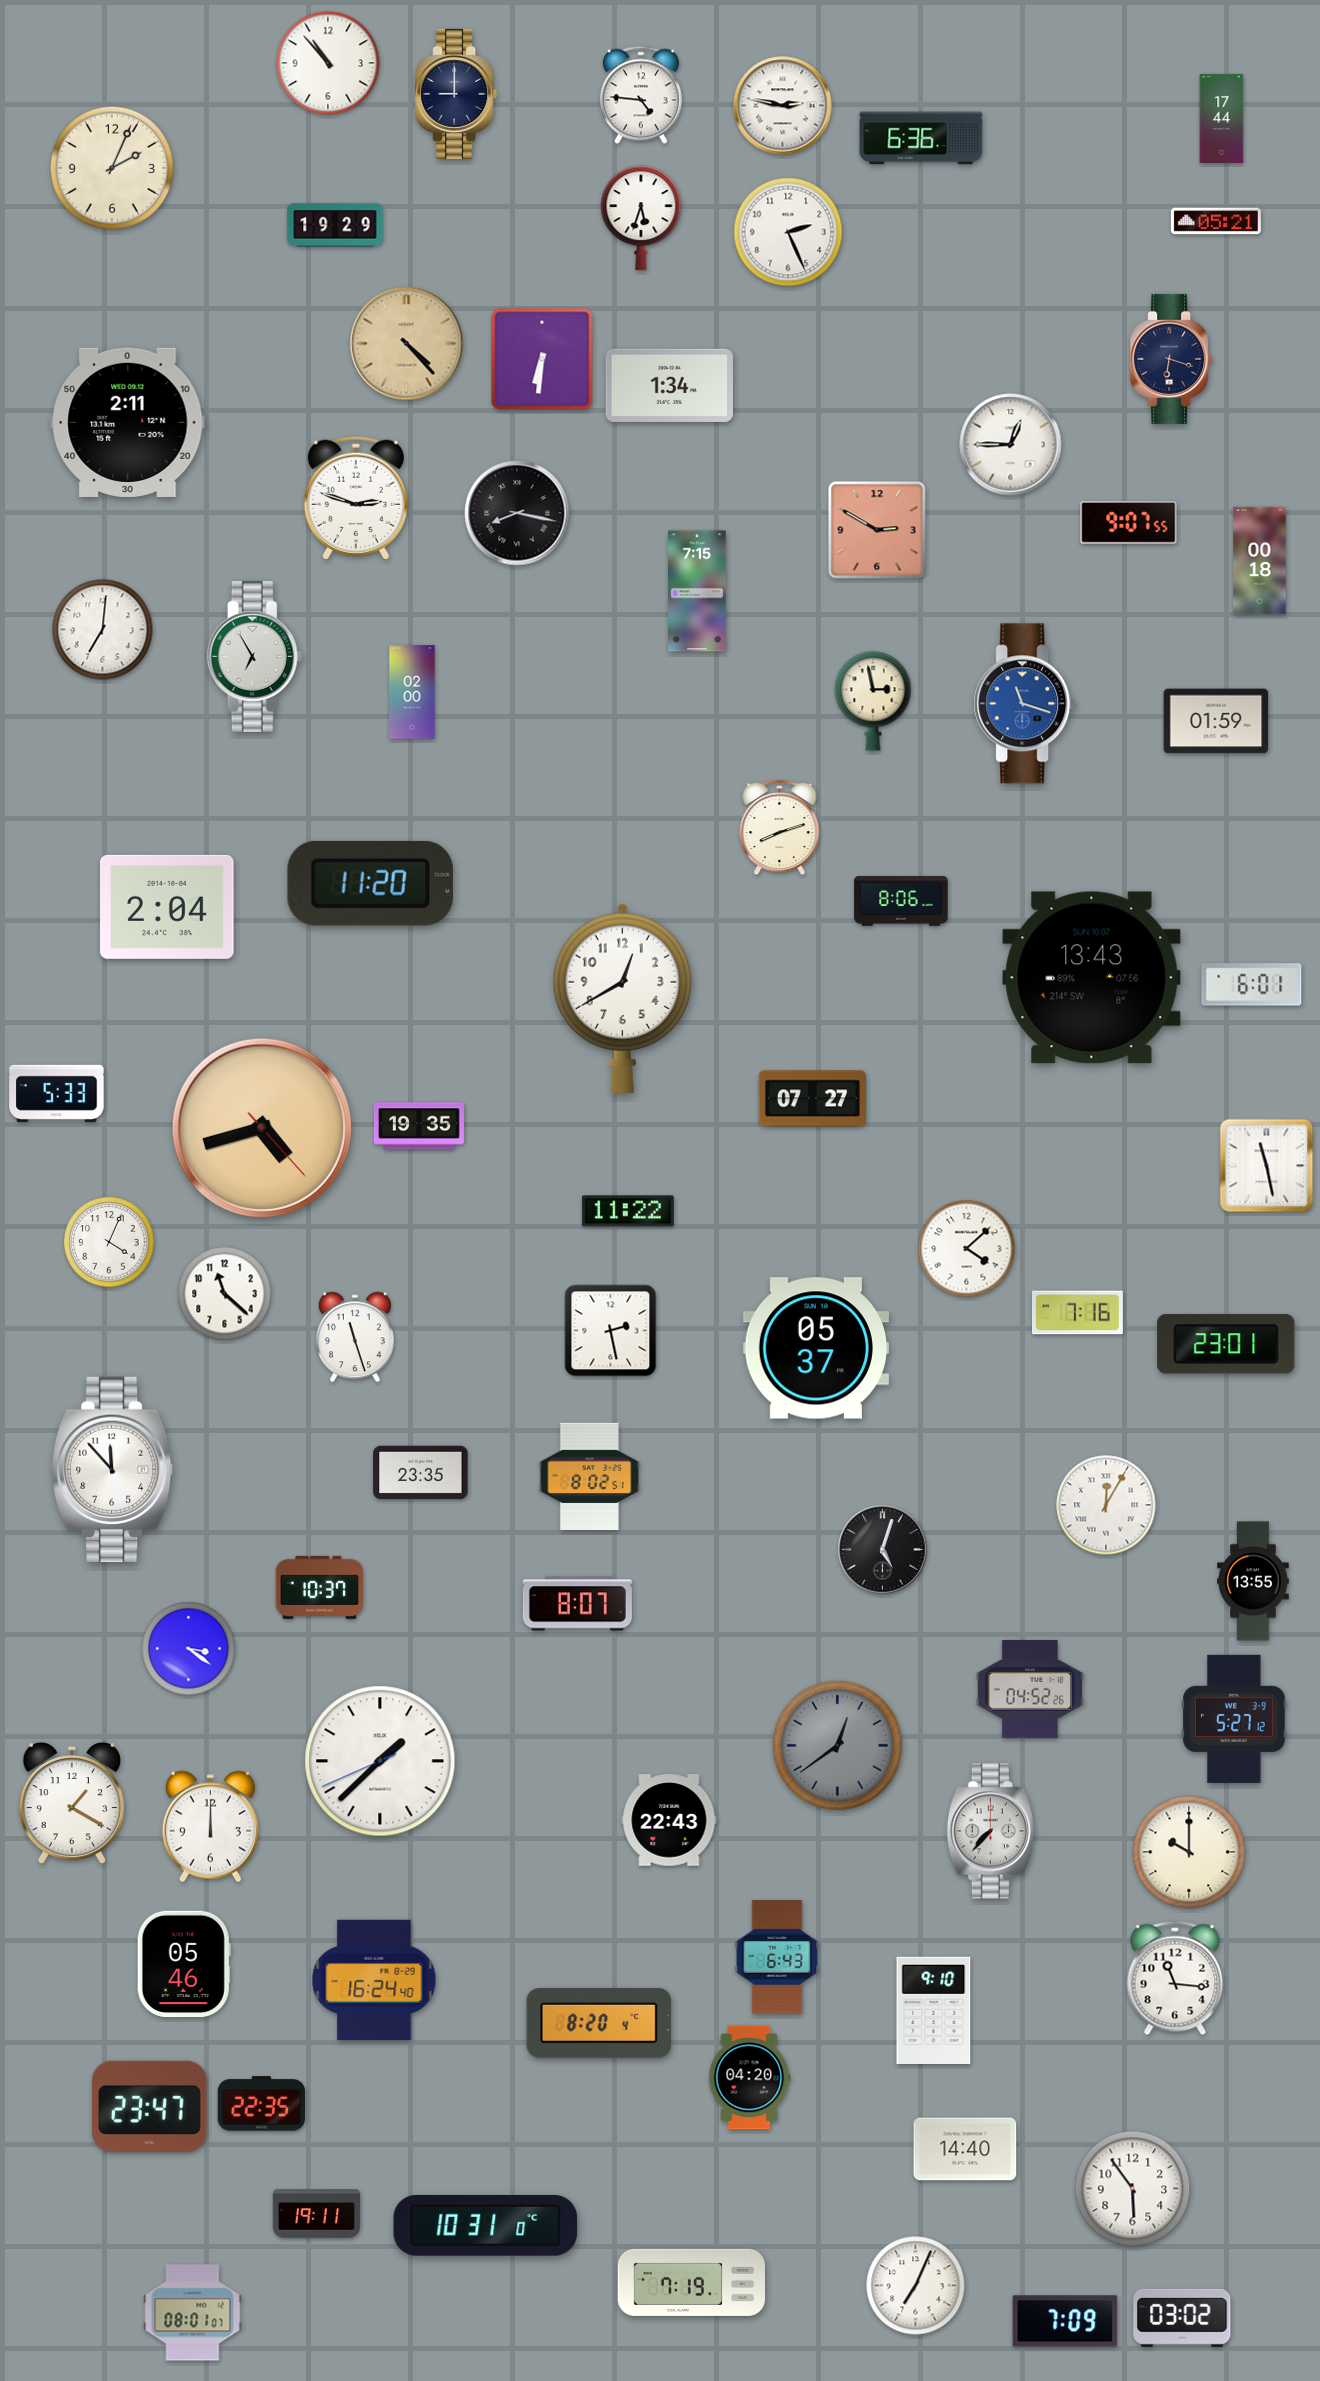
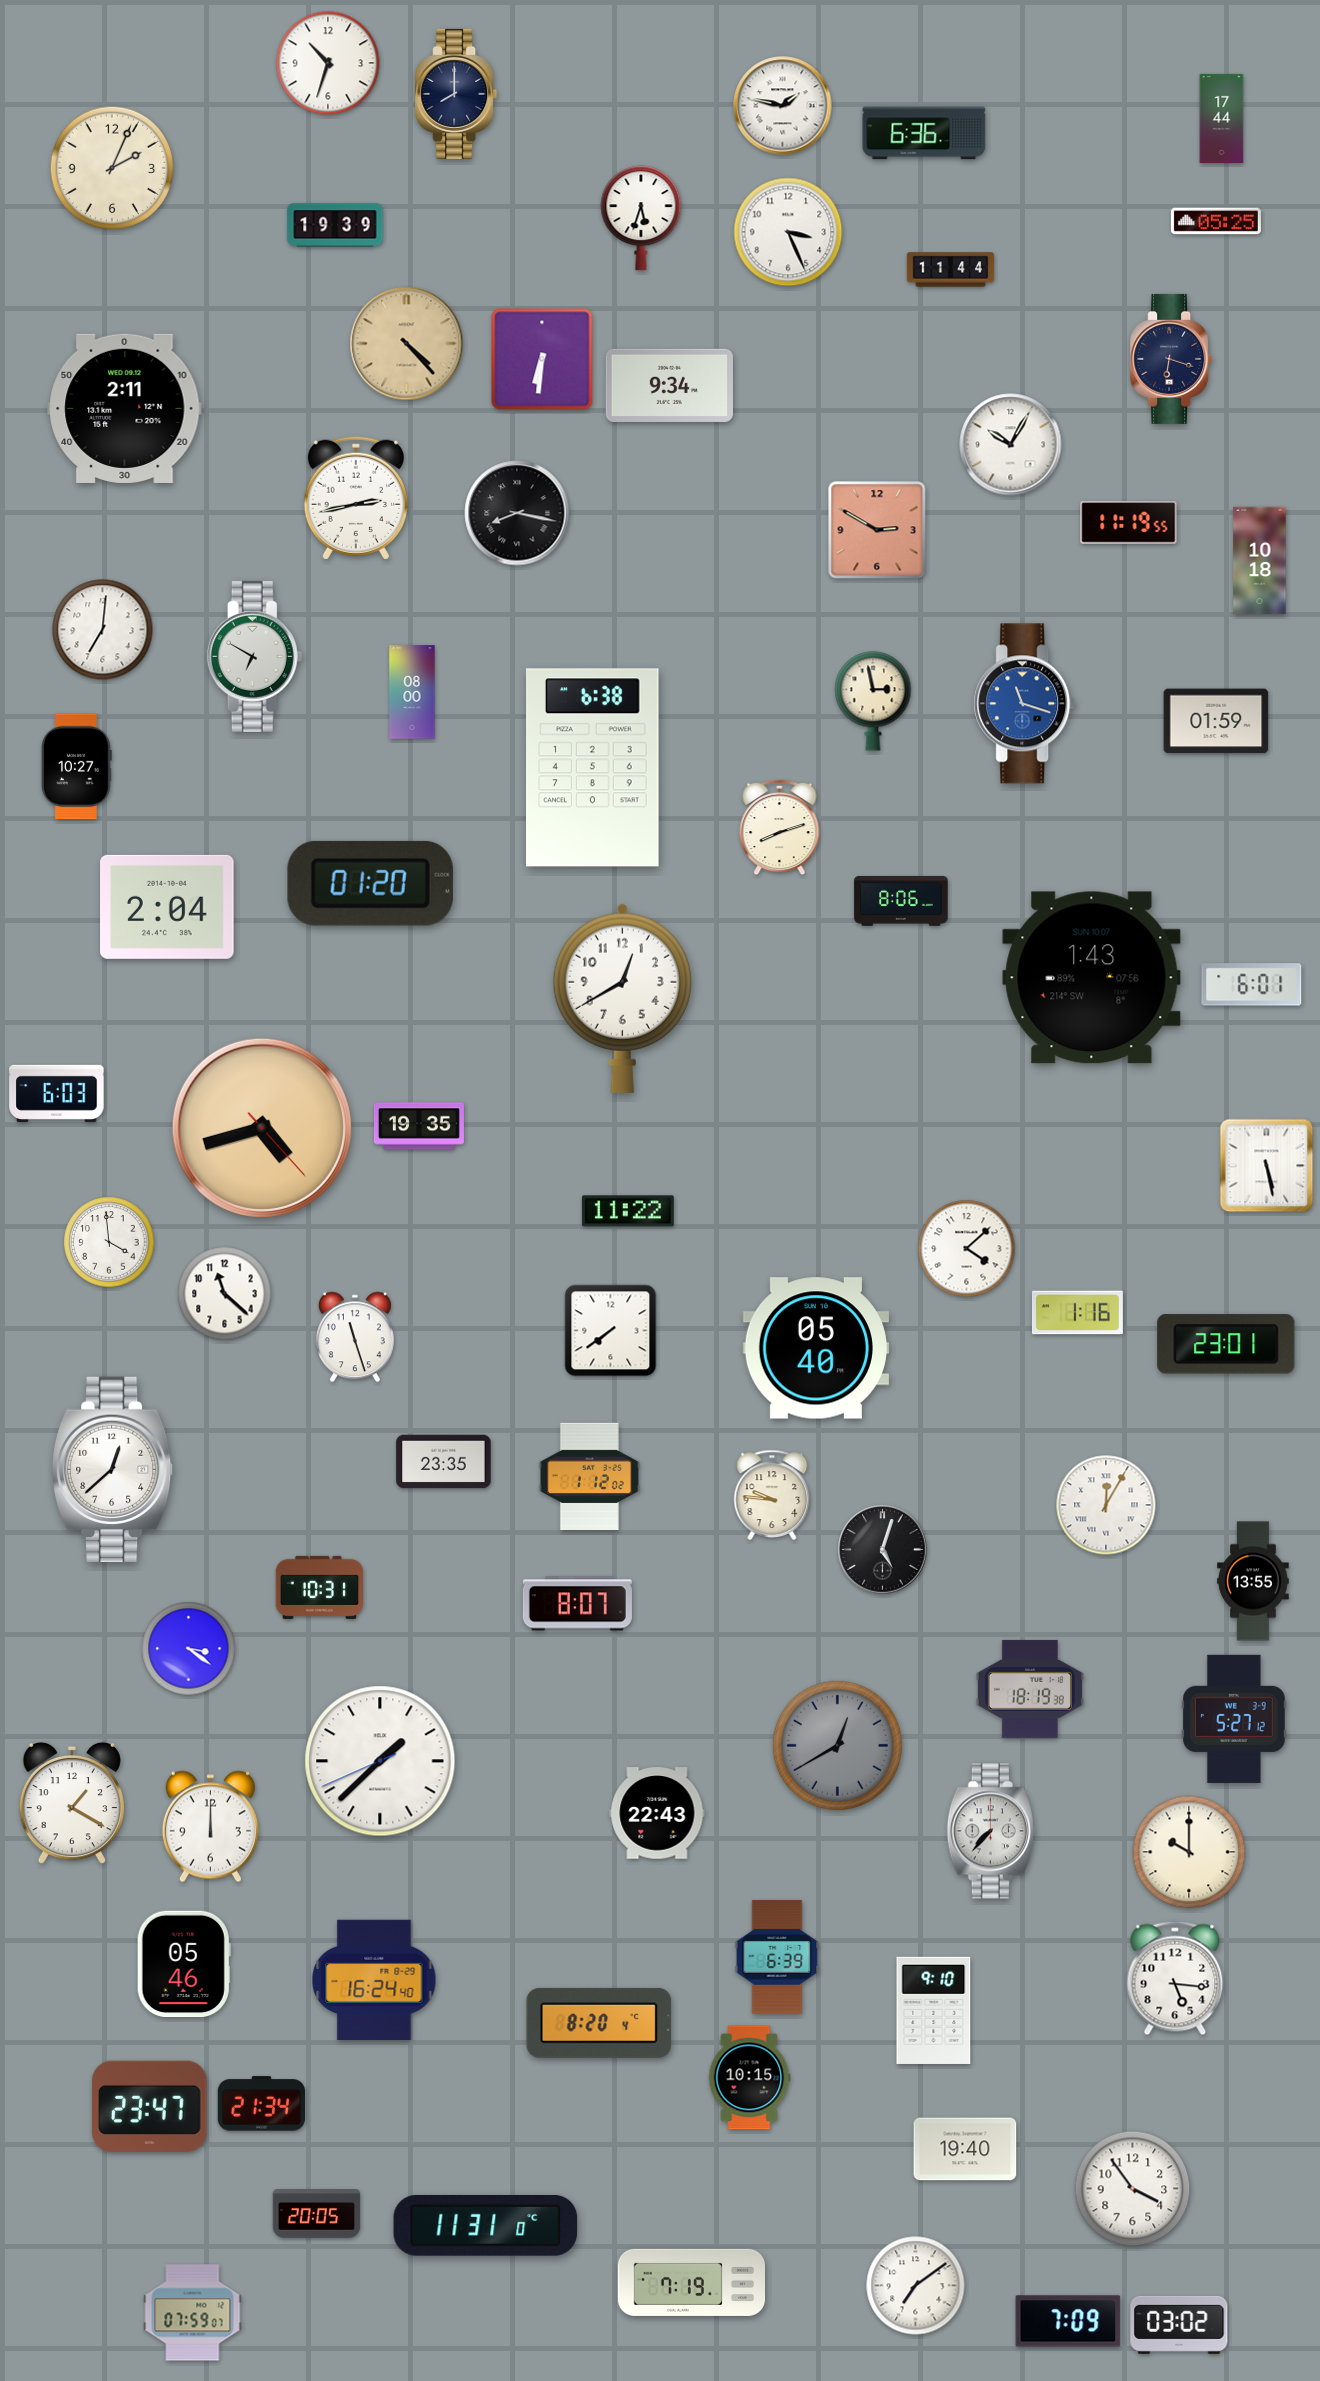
clock at (328, 63): 10:53 -> 10:33
clock at (456, 94): 9:00 -> 8:00
clock at (641, 95): 4:46 -> none
clock at (783, 106): 2:47 -> 1:47
clock at (921, 138) position: (921, 138) -> (924, 133)
clock at (1216, 221): 05:21 -> 05:25
clock at (335, 225): 19:29 -> 19:39
clock at (788, 232): 2:26 -> 3:26
clock at (951, 270): none -> 11:44
clock at (669, 385): 1:34 -> 9:34
clock at (128, 422) position: (128, 422) -> (125, 408)
clock at (1011, 445): 12:45 -> 10:05
clock at (356, 498): 2:48 -> 2:43
clock at (1129, 523): 9:07 -> 11:19
clock at (1260, 561): 00:18 -> 10:18
clock at (697, 591): 7:15 -> none
clock at (255, 656): 6:55 -> 6:50
clock at (412, 692): 02:00 -> 08:00
clock at (77, 767): none -> 10:27
clock at (593, 768): none -> 6:38
clock at (370, 883): 11:20 -> 01:20
clock at (1092, 978): 13:43 -> 1:43
clock at (57, 1093): 5:33 -> 6:03
clock at (812, 1099): 07:27 -> none
clock at (1267, 1166): 11:28 -> 5:28
clock at (109, 1242): 4:04 -> 3:59
clock at (1077, 1313): 7:16 -> 1:16
clock at (611, 1331): 2:28 -> 7:39
clock at (815, 1348): 05:37 -> 05:40
clock at (113, 1470): 11:53 -> 12:38
clock at (421, 1473) position: (421, 1473) -> (444, 1462)
clock at (589, 1477): 8:02 -> 1:12
clock at (772, 1495): none -> 9:46
clock at (319, 1587): 10:37 -> 10:31
clock at (1030, 1689): 04:52 -> 18:19
clock at (837, 1745): 12:39 -> 12:40
clock at (669, 1820) position: (669, 1820) -> (657, 1813)
clock at (777, 1957): 6:43 -> 6:39
clock at (1175, 1978): 11:16 -> 5:16
clock at (750, 2078): 04:20 -> 10:15
clock at (261, 2104): 22:35 -> 21:34
clock at (965, 2149): 14:40 -> 19:40
clock at (1133, 2189): 5:54 -> 3:54
clock at (317, 2214): 19:11 -> 20:05
clock at (486, 2225): 10:31 -> 11:31
clock at (916, 2286): 7:04 -> 7:09
clock at (193, 2313): 08:01 -> 07:59
clock at (1182, 2318) position: (1182, 2318) -> (1179, 2325)
clock at (1065, 2321) position: (1065, 2321) -> (1068, 2321)
